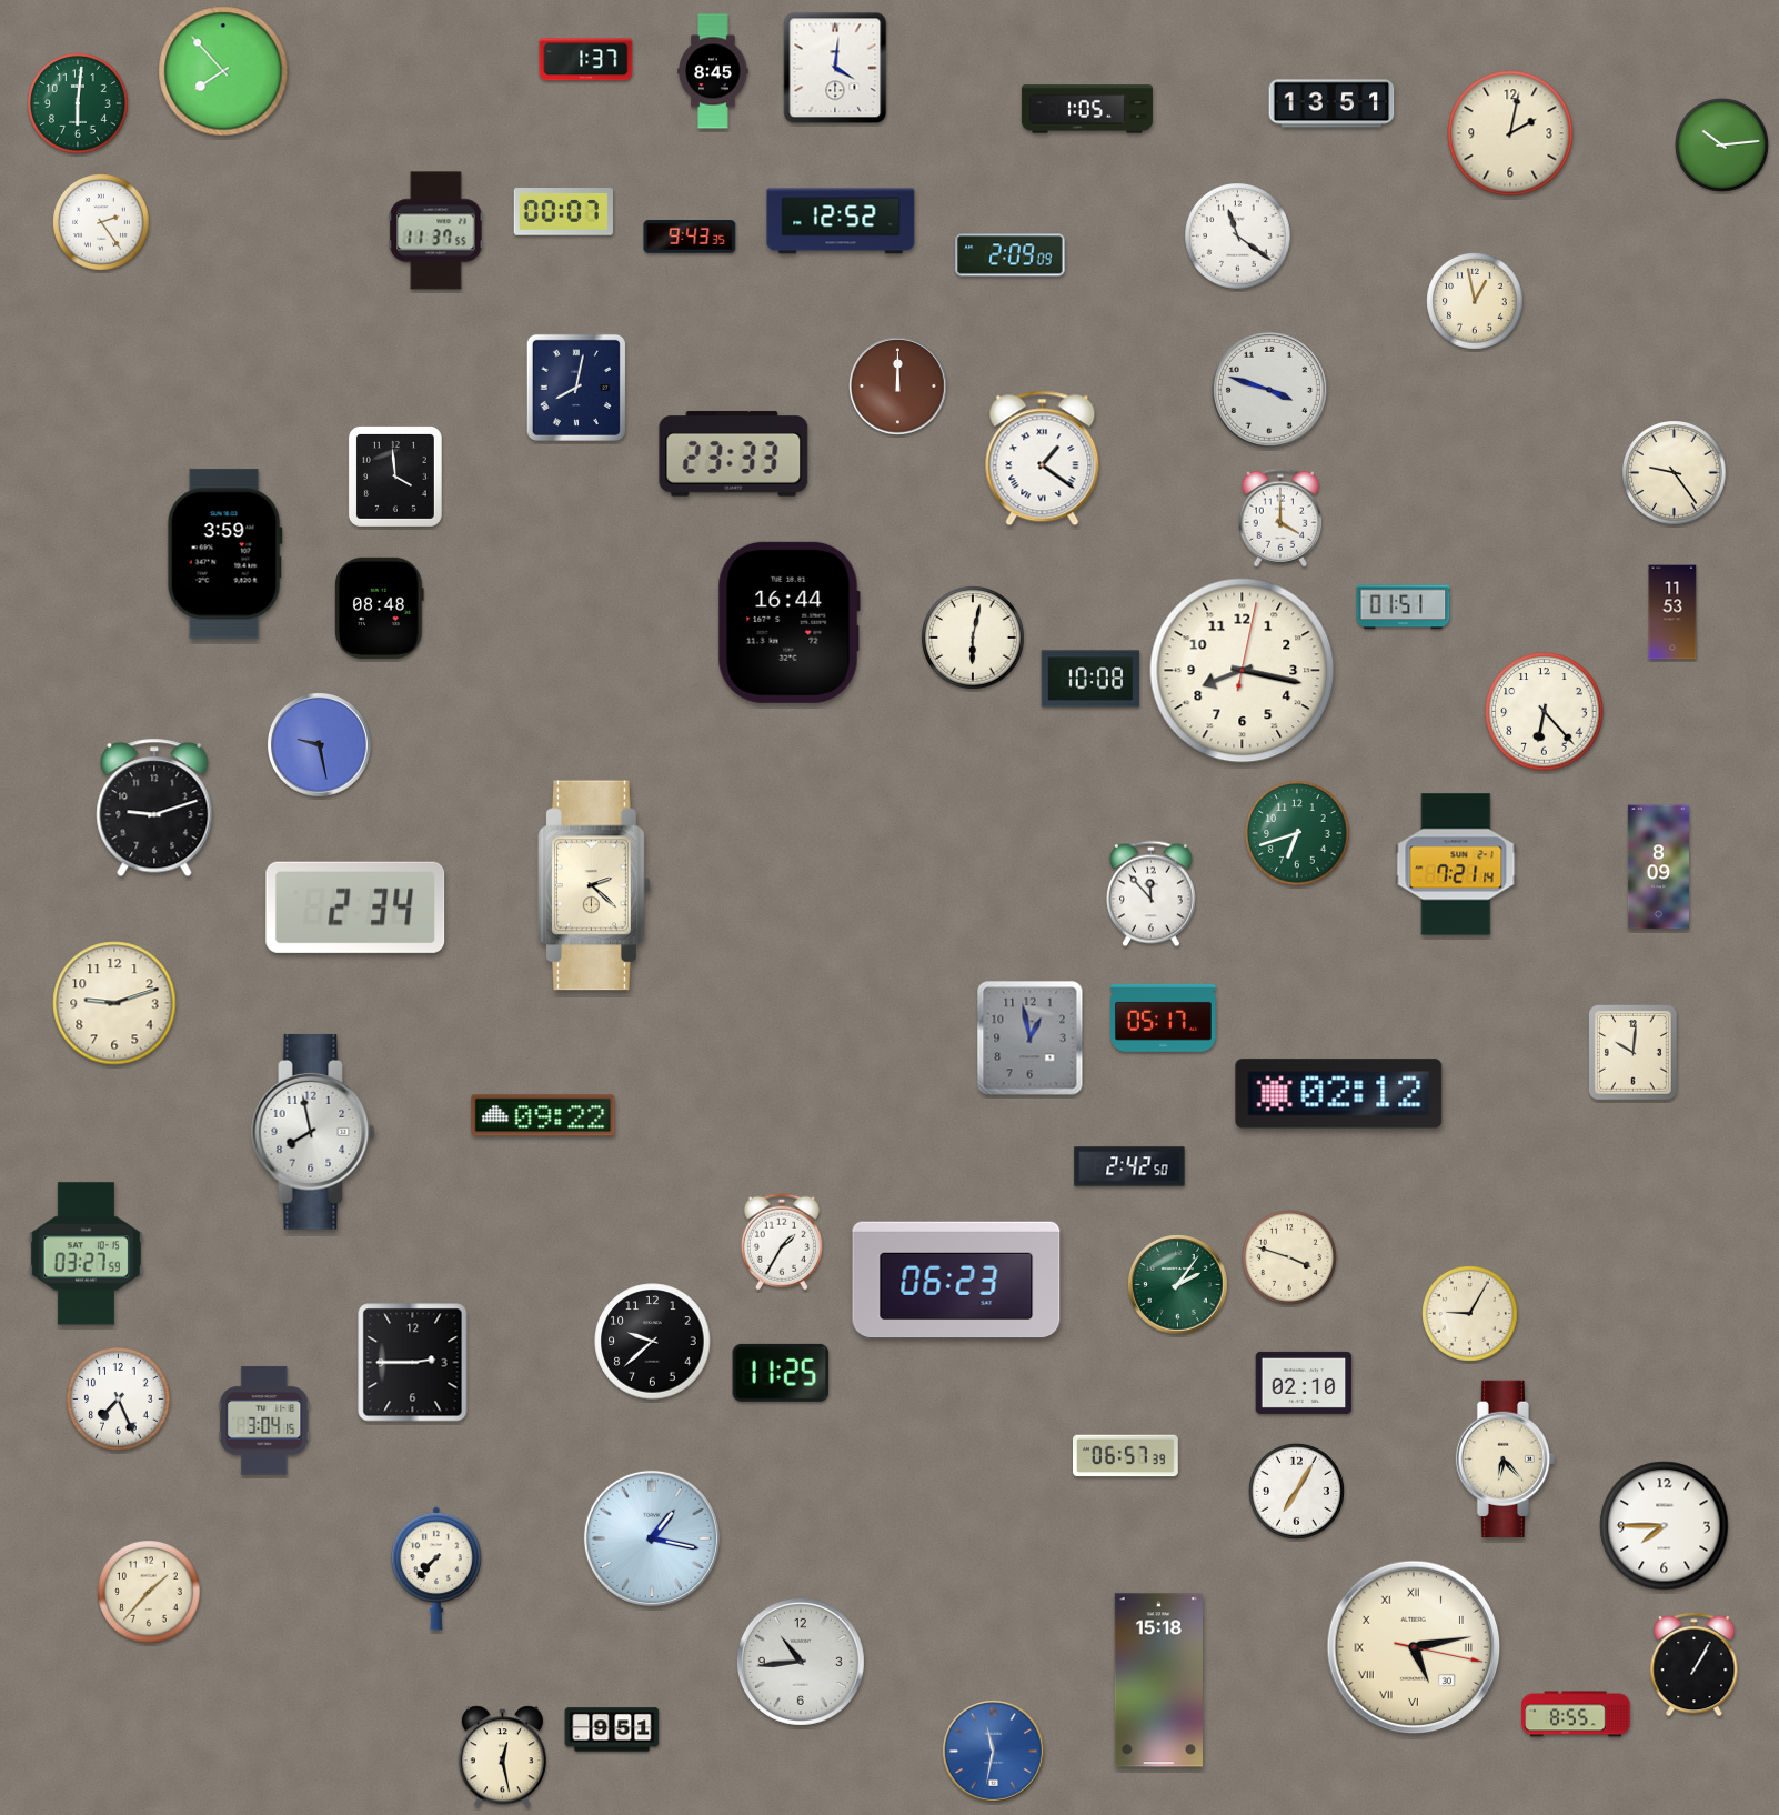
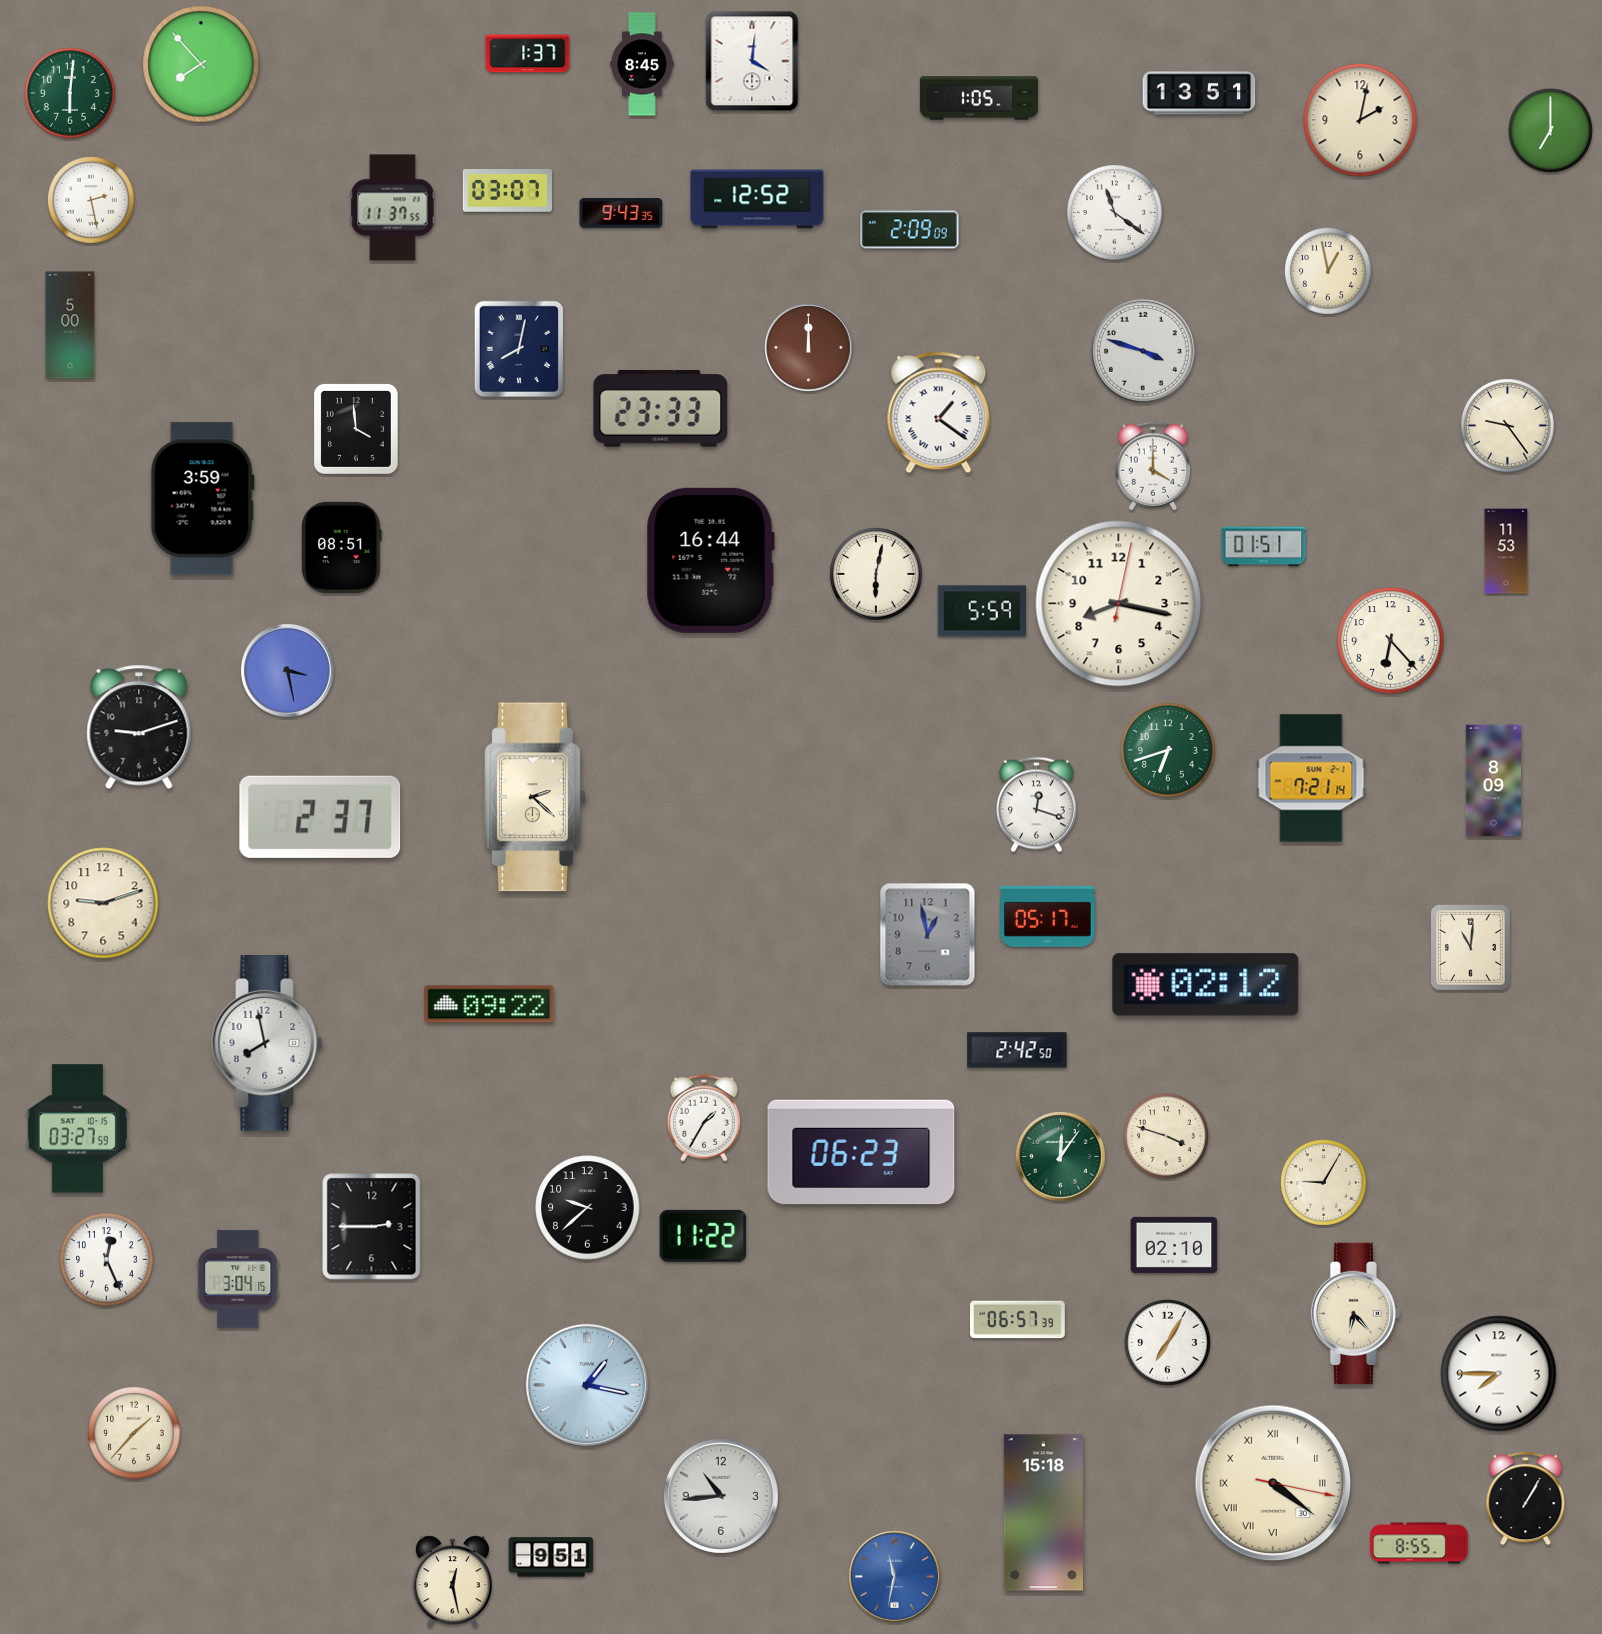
clock at (1722, 146): 10:14 -> 7:00
clock at (563, 212): 00:07 -> 03:07
clock at (102, 223): 2:24 -> 2:28
clock at (70, 325): none -> 5:00
clock at (380, 608): 08:48 -> 08:51
clock at (1090, 679): 10:08 -> 5:59
clock at (320, 745): 9:28 -> 3:28
clock at (1150, 894): 11:53 -> 12:18
clock at (355, 907): 2:34 -> 2:37
clock at (1634, 1053): 10:01 -> 11:01
clock at (313, 1133) position: (313, 1133) -> (267, 1044)
clock at (1290, 1259) position: (1290, 1259) -> (1167, 1137)
clock at (1178, 1285): 2:06 -> 12:06
clock at (781, 1373): 11:25 -> 11:22
clock at (119, 1400): 7:26 -> 12:26
clock at (1126, 1456) position: (1126, 1456) -> (1018, 1320)
clock at (436, 1568): 7:37 -> none
clock at (1413, 1646): 5:13 -> 4:21
